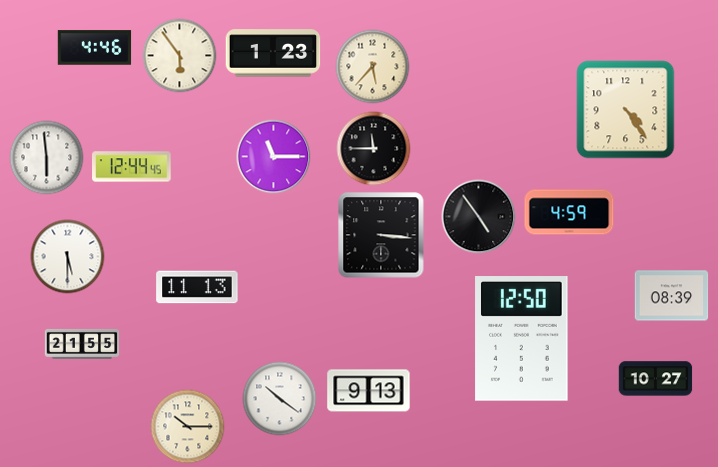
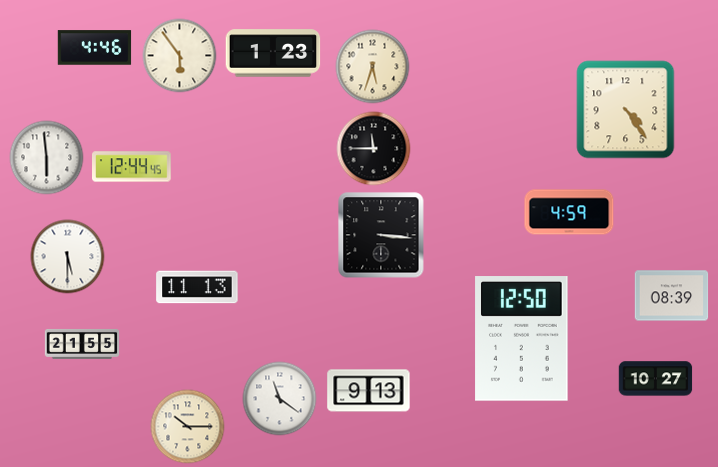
clock at (373, 67): 5:37 -> 5:33
clock at (274, 157): 11:15 -> none
clock at (479, 217): 4:54 -> none
clock at (280, 399): 10:21 -> 11:21
